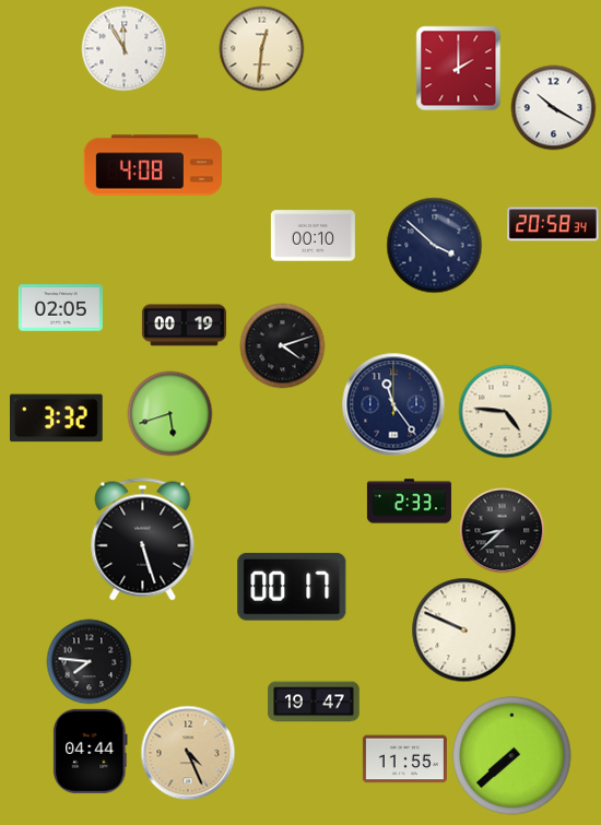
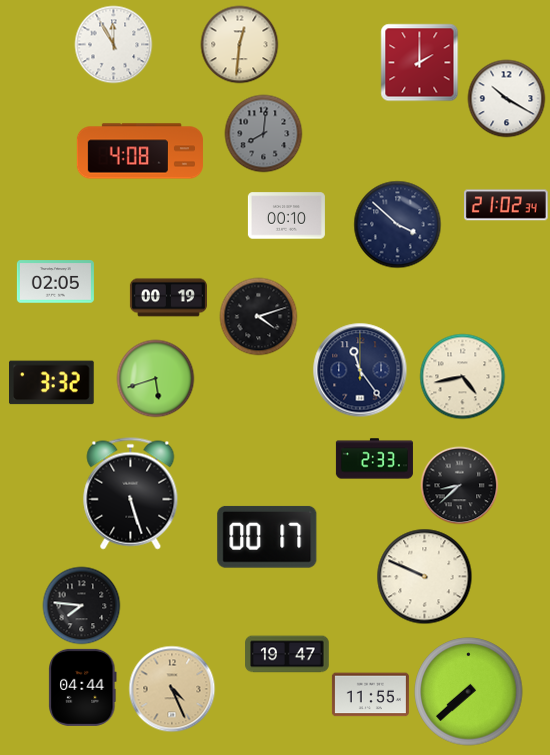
clock at (263, 133): none -> 8:01
clock at (554, 224): 20:58 -> 21:02
clock at (505, 411): 4:46 -> 4:43
clock at (314, 702) position: (314, 702) -> (287, 654)
